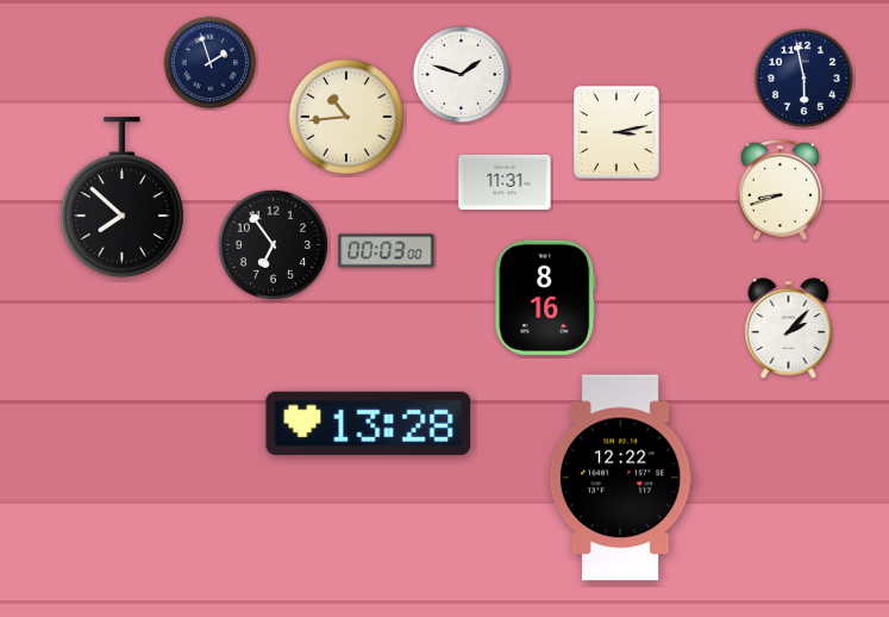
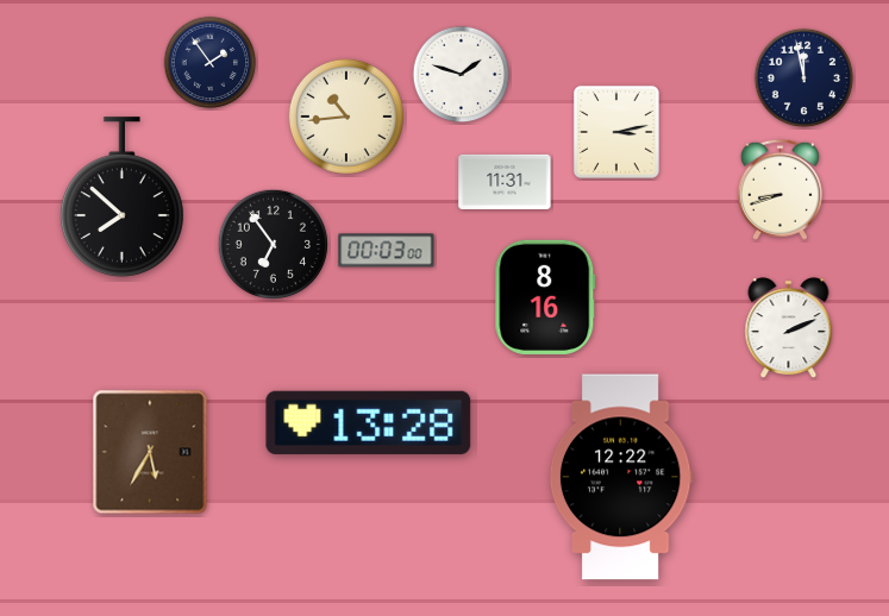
clock at (211, 63): 1:57 -> 1:54
clock at (805, 79): 5:58 -> 11:58
clock at (789, 329): 2:07 -> 2:11
clock at (150, 452): none -> 5:35
